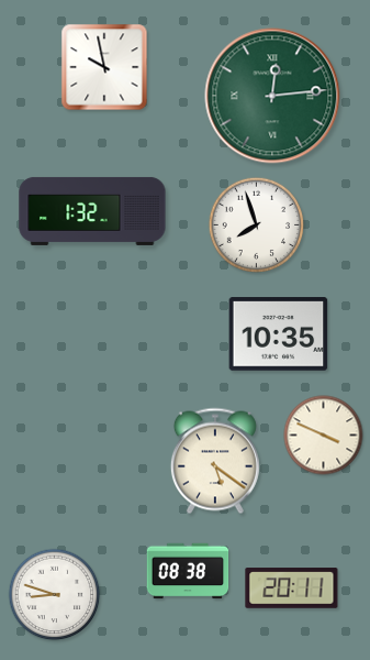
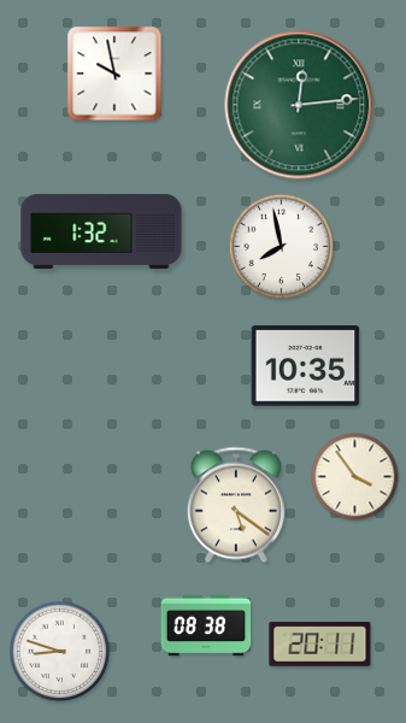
clock at (257, 226): 7:57 -> 7:58
clock at (324, 436): 3:49 -> 3:54
